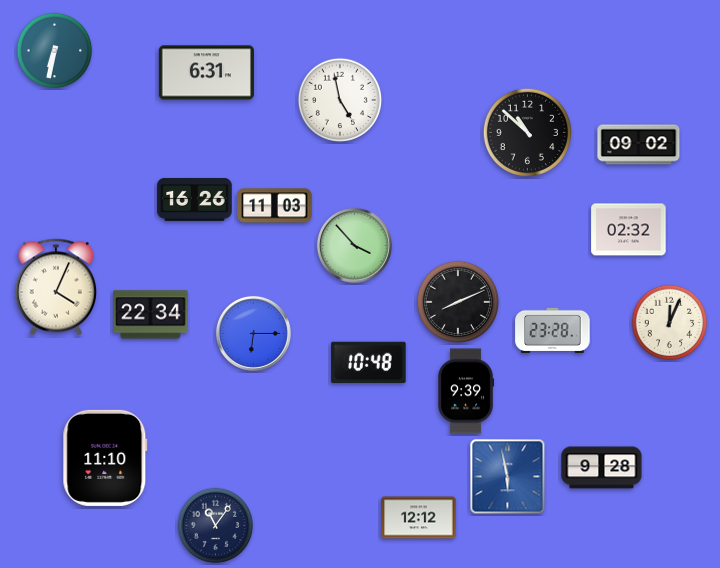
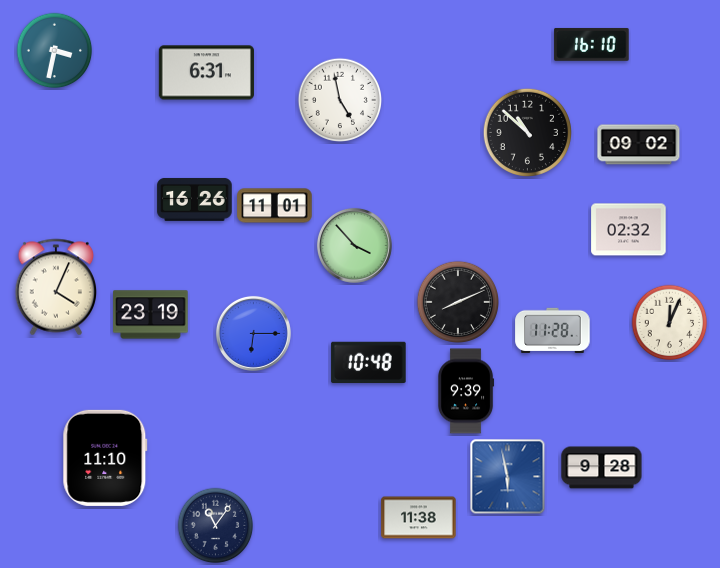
clock at (592, 44): none -> 16:10
clock at (55, 51): 6:32 -> 3:32
clock at (275, 206): 11:03 -> 11:01
clock at (151, 315): 22:34 -> 23:19
clock at (553, 330): 23:28 -> 11:28
clock at (419, 518): 12:12 -> 11:38
